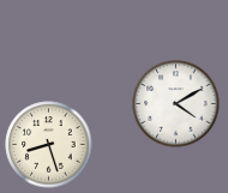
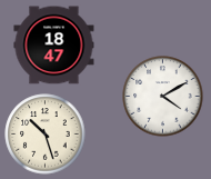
clock at (54, 46): none -> 18:47
clock at (49, 145): 8:27 -> 10:27
